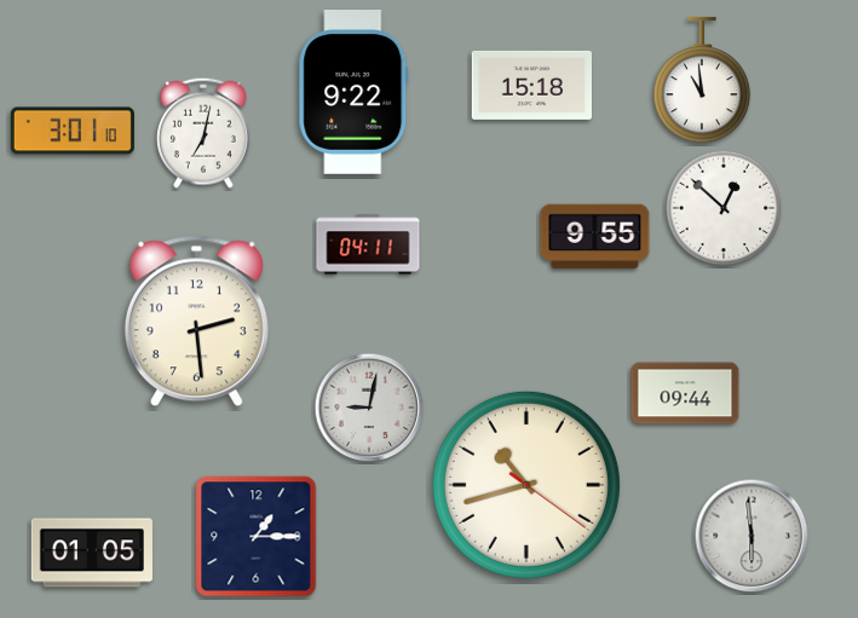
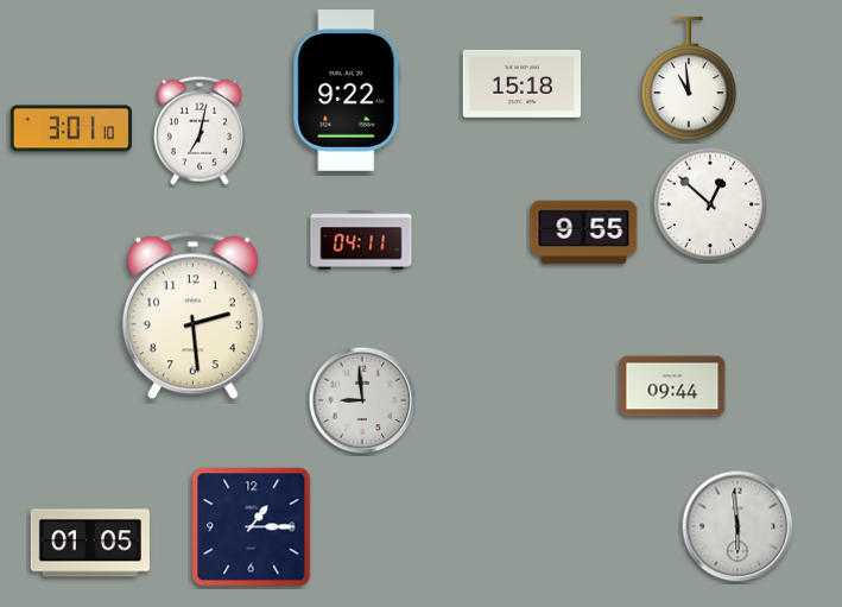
clock at (369, 408): 9:02 -> 8:59
clock at (526, 485): 10:42 -> none
